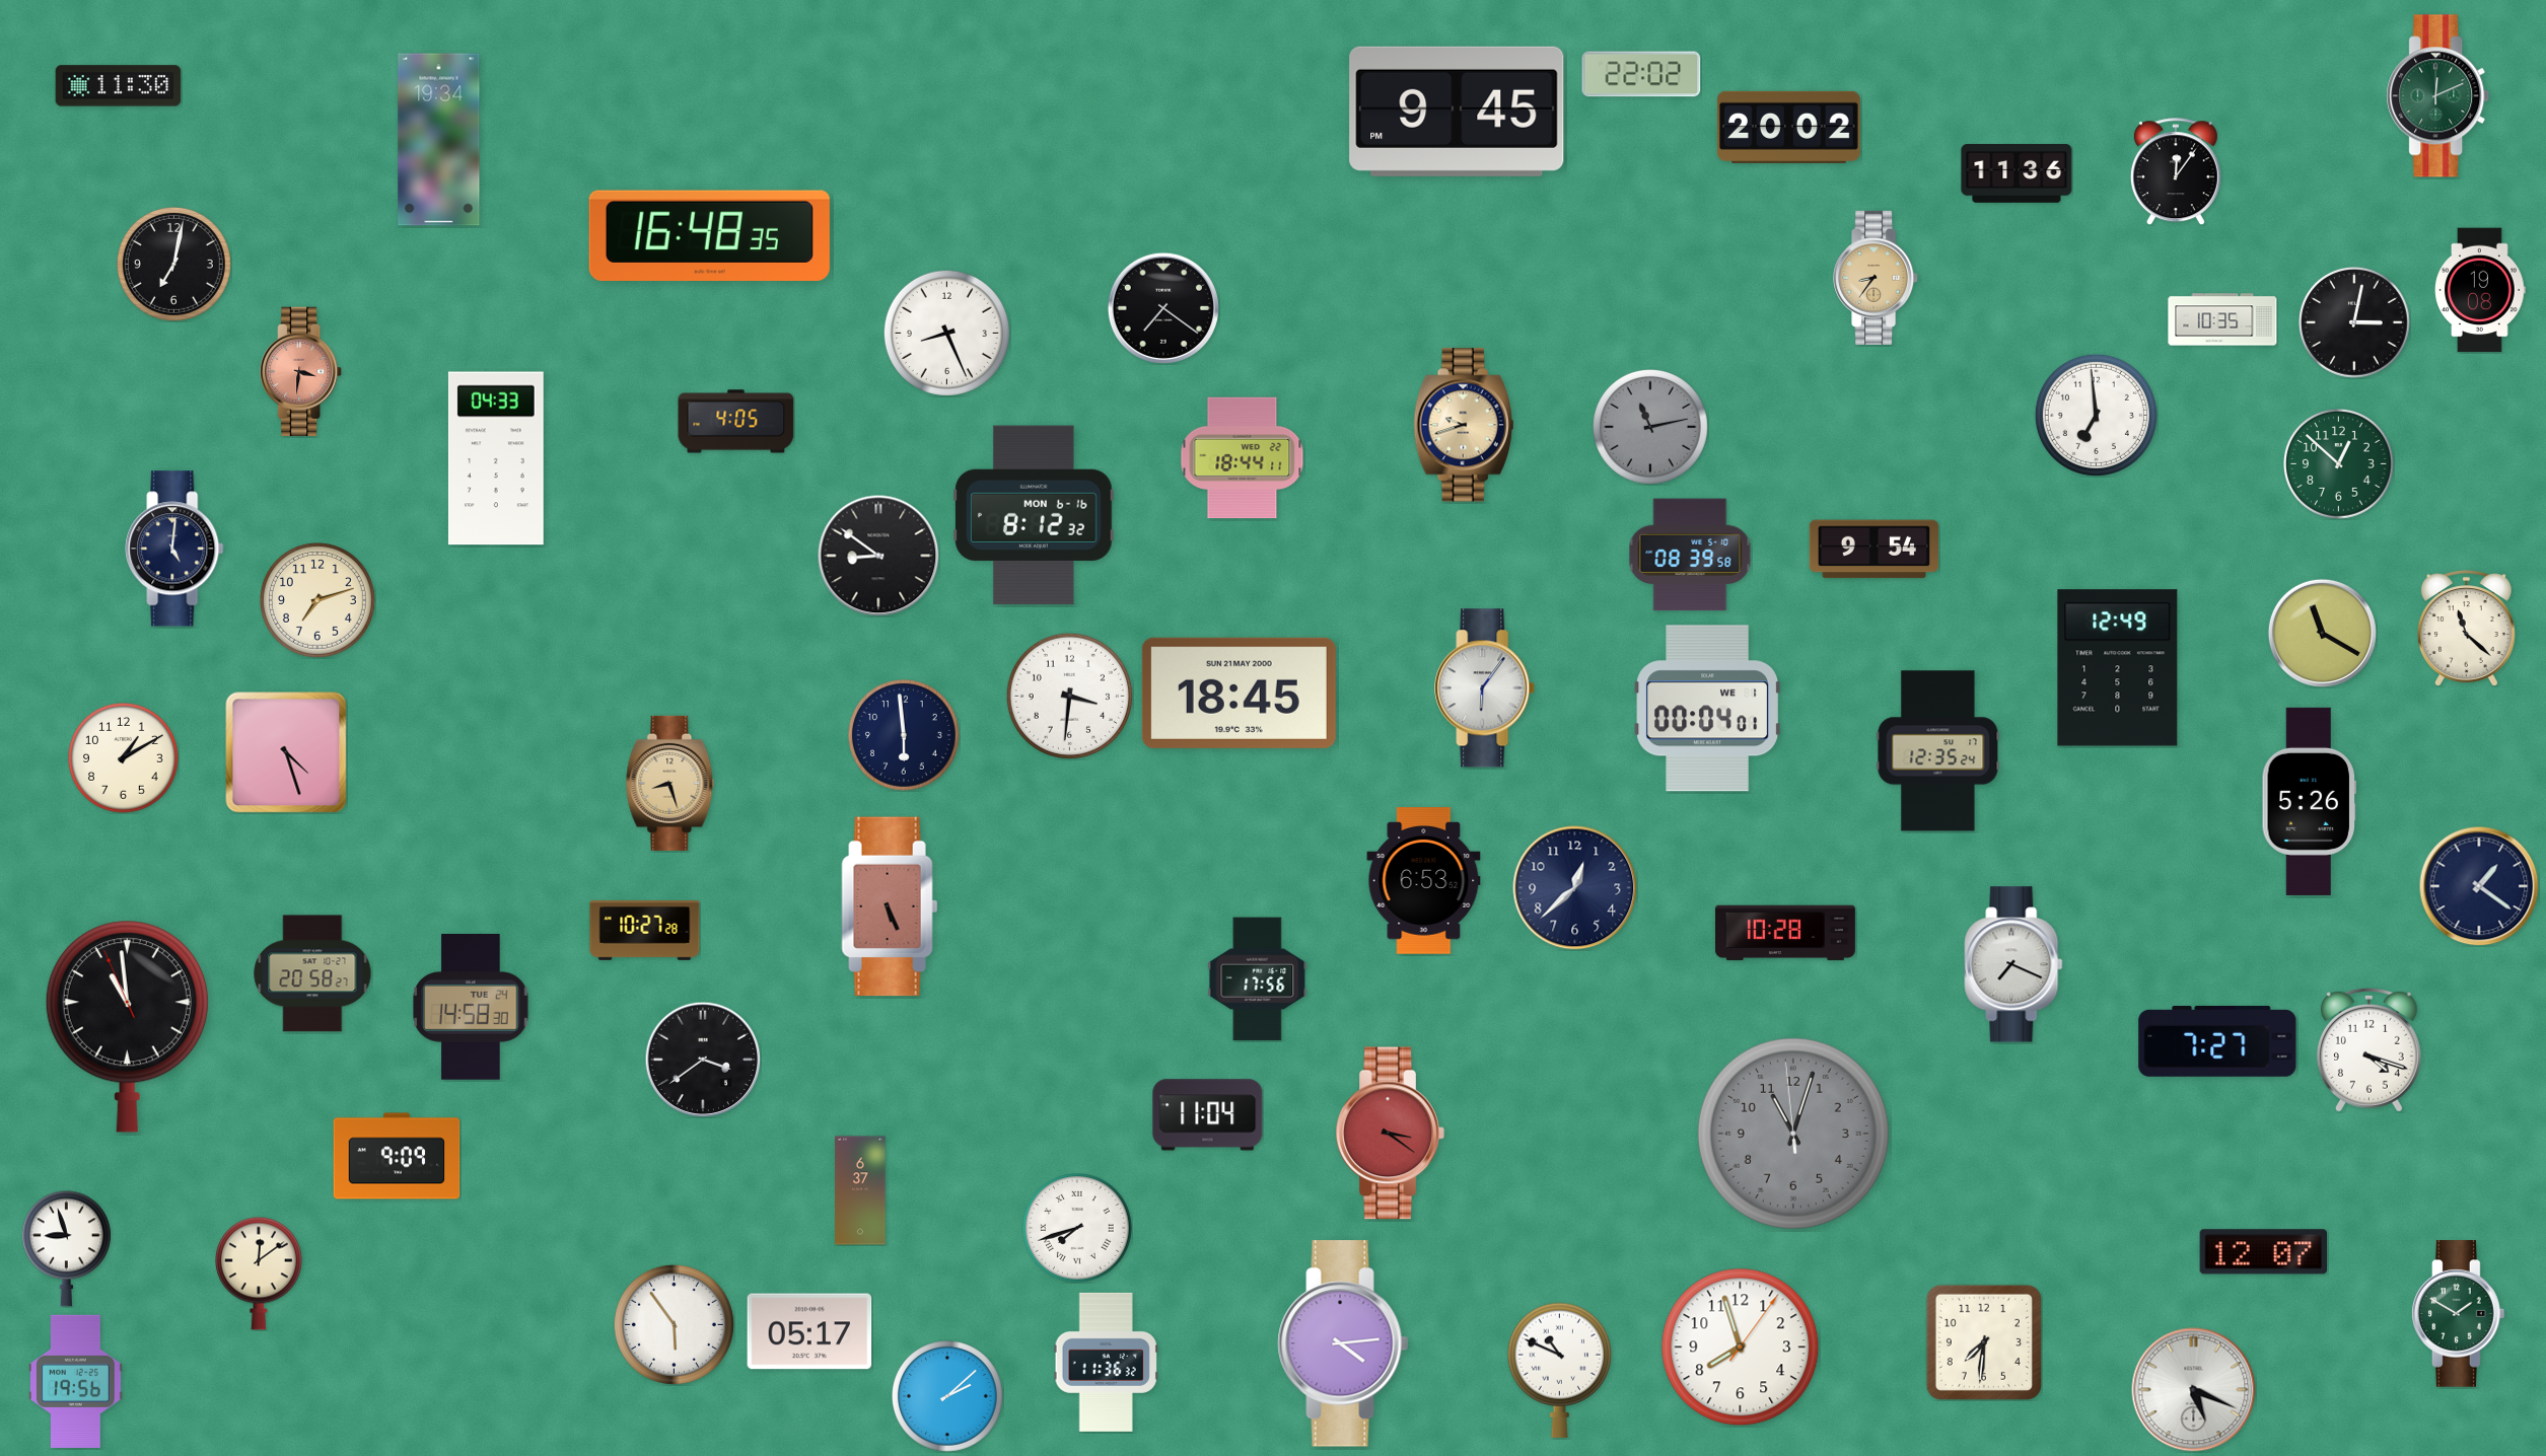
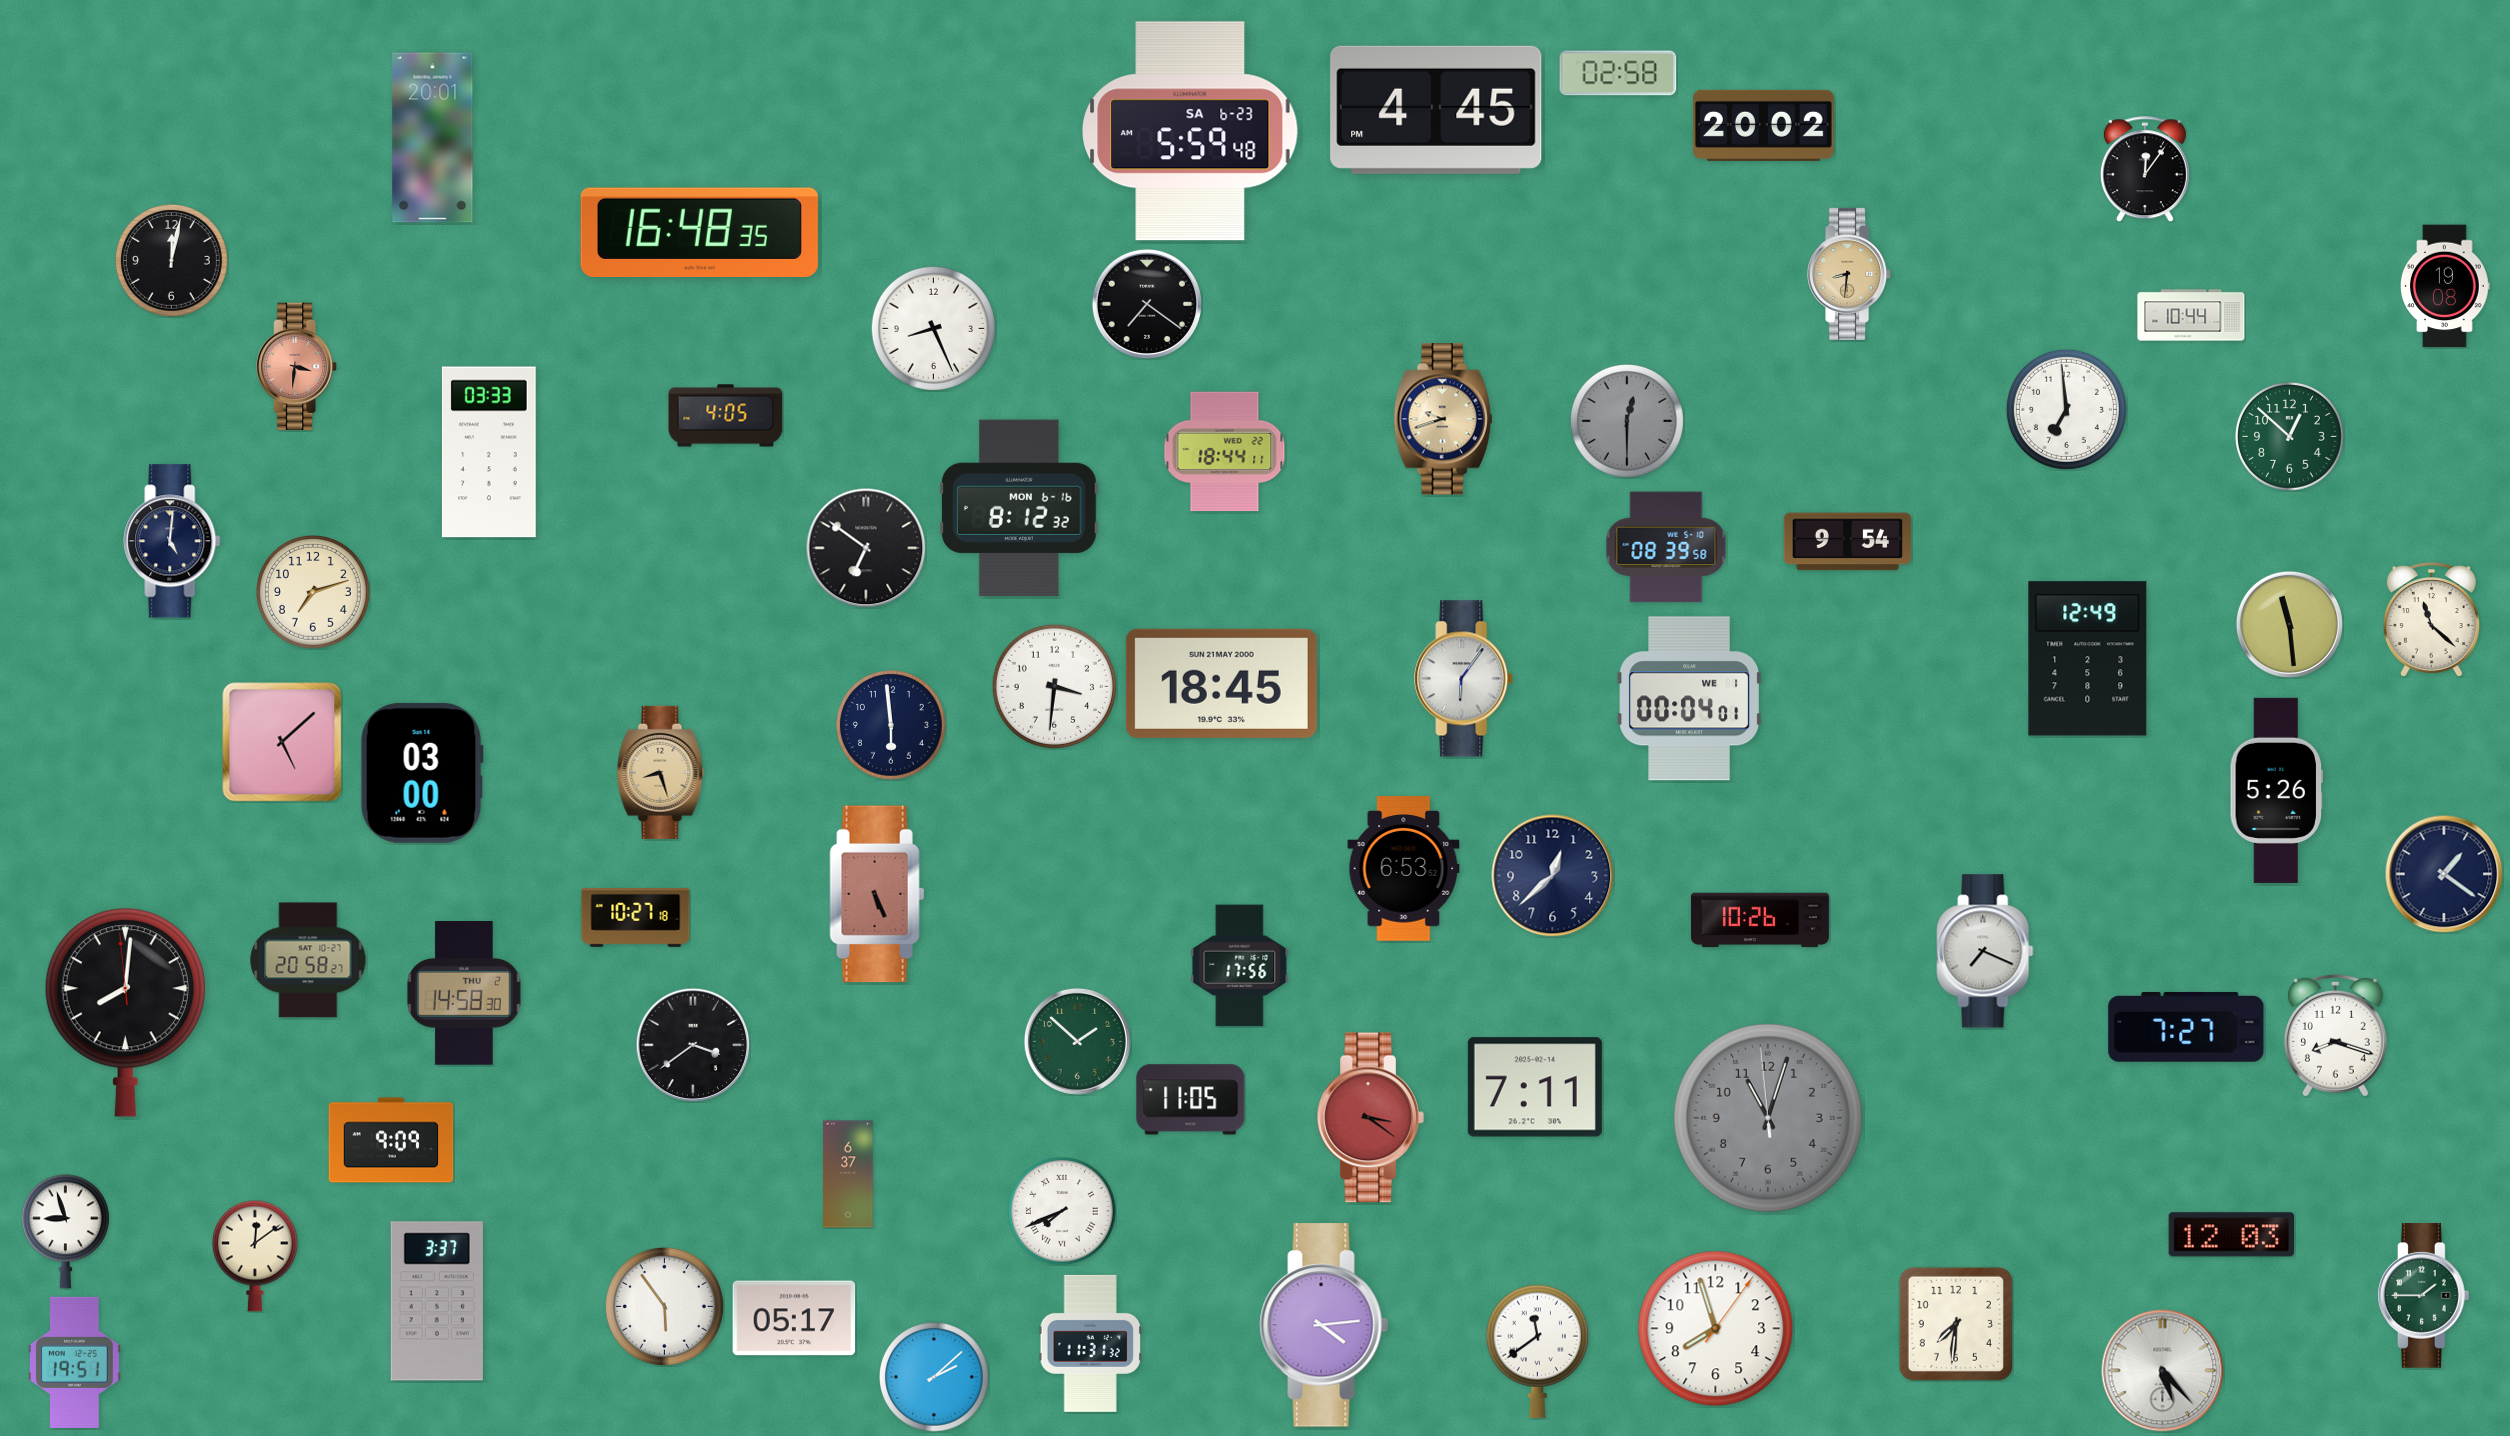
clock at (1641, 74): 22:02 -> 02:58
clock at (119, 86): 11:30 -> none
clock at (2438, 96): 12:11 -> none
clock at (1457, 112): 9:45 -> 4:45
clock at (1190, 131): none -> 5:59
clock at (439, 140): 19:34 -> 20:01
clock at (2017, 173): 11:36 -> none
clock at (173, 264): 7:02 -> 12:02
clock at (1877, 278): 8:36 -> 8:31
clock at (2222, 319): 10:35 -> 10:44
clock at (2355, 323): 3:02 -> none
clock at (1650, 427): 11:13 -> 12:30
clock at (496, 458): 04:33 -> 03:33
clock at (2339, 464) position: (2339, 464) -> (2290, 437)
clock at (878, 556): 8:51 -> 6:51
clock at (2322, 633): 11:20 -> 11:29
clock at (1707, 709) position: (1707, 709) -> (1689, 699)
clock at (1938, 751): 12:35 -> none
clock at (286, 752): 4:27 -> 5:08
clock at (124, 758): 1:10 -> none
clock at (422, 773): none -> 03:00
clock at (645, 931): 10:27:28 -> 10:27:18
clock at (1785, 933): 10:28 -> 10:26
clock at (471, 1008) date: TUE 24 -> THU 2
clock at (127, 1026): 10:58 -> 8:00
clock at (2368, 1049): 4:18 -> 8:18
clock at (1077, 1041): none -> 1:52
clock at (1535, 1087): none -> 7:11
clock at (1208, 1115): 11:04 -> 11:05
clock at (1077, 1228): 7:42 -> 7:41
clock at (2263, 1252): 12:07 -> 12:03
clock at (2459, 1314): 1:50 -> 1:45
clock at (437, 1301): none -> 3:37
clock at (809, 1331) position: (809, 1331) -> (794, 1318)
clock at (1106, 1362): 11:36 -> 11:31
clock at (1559, 1370): 10:49 -> 11:39
clock at (76, 1381): 19:56 -> 19:51
clock at (2194, 1390): 5:19 -> 5:23
